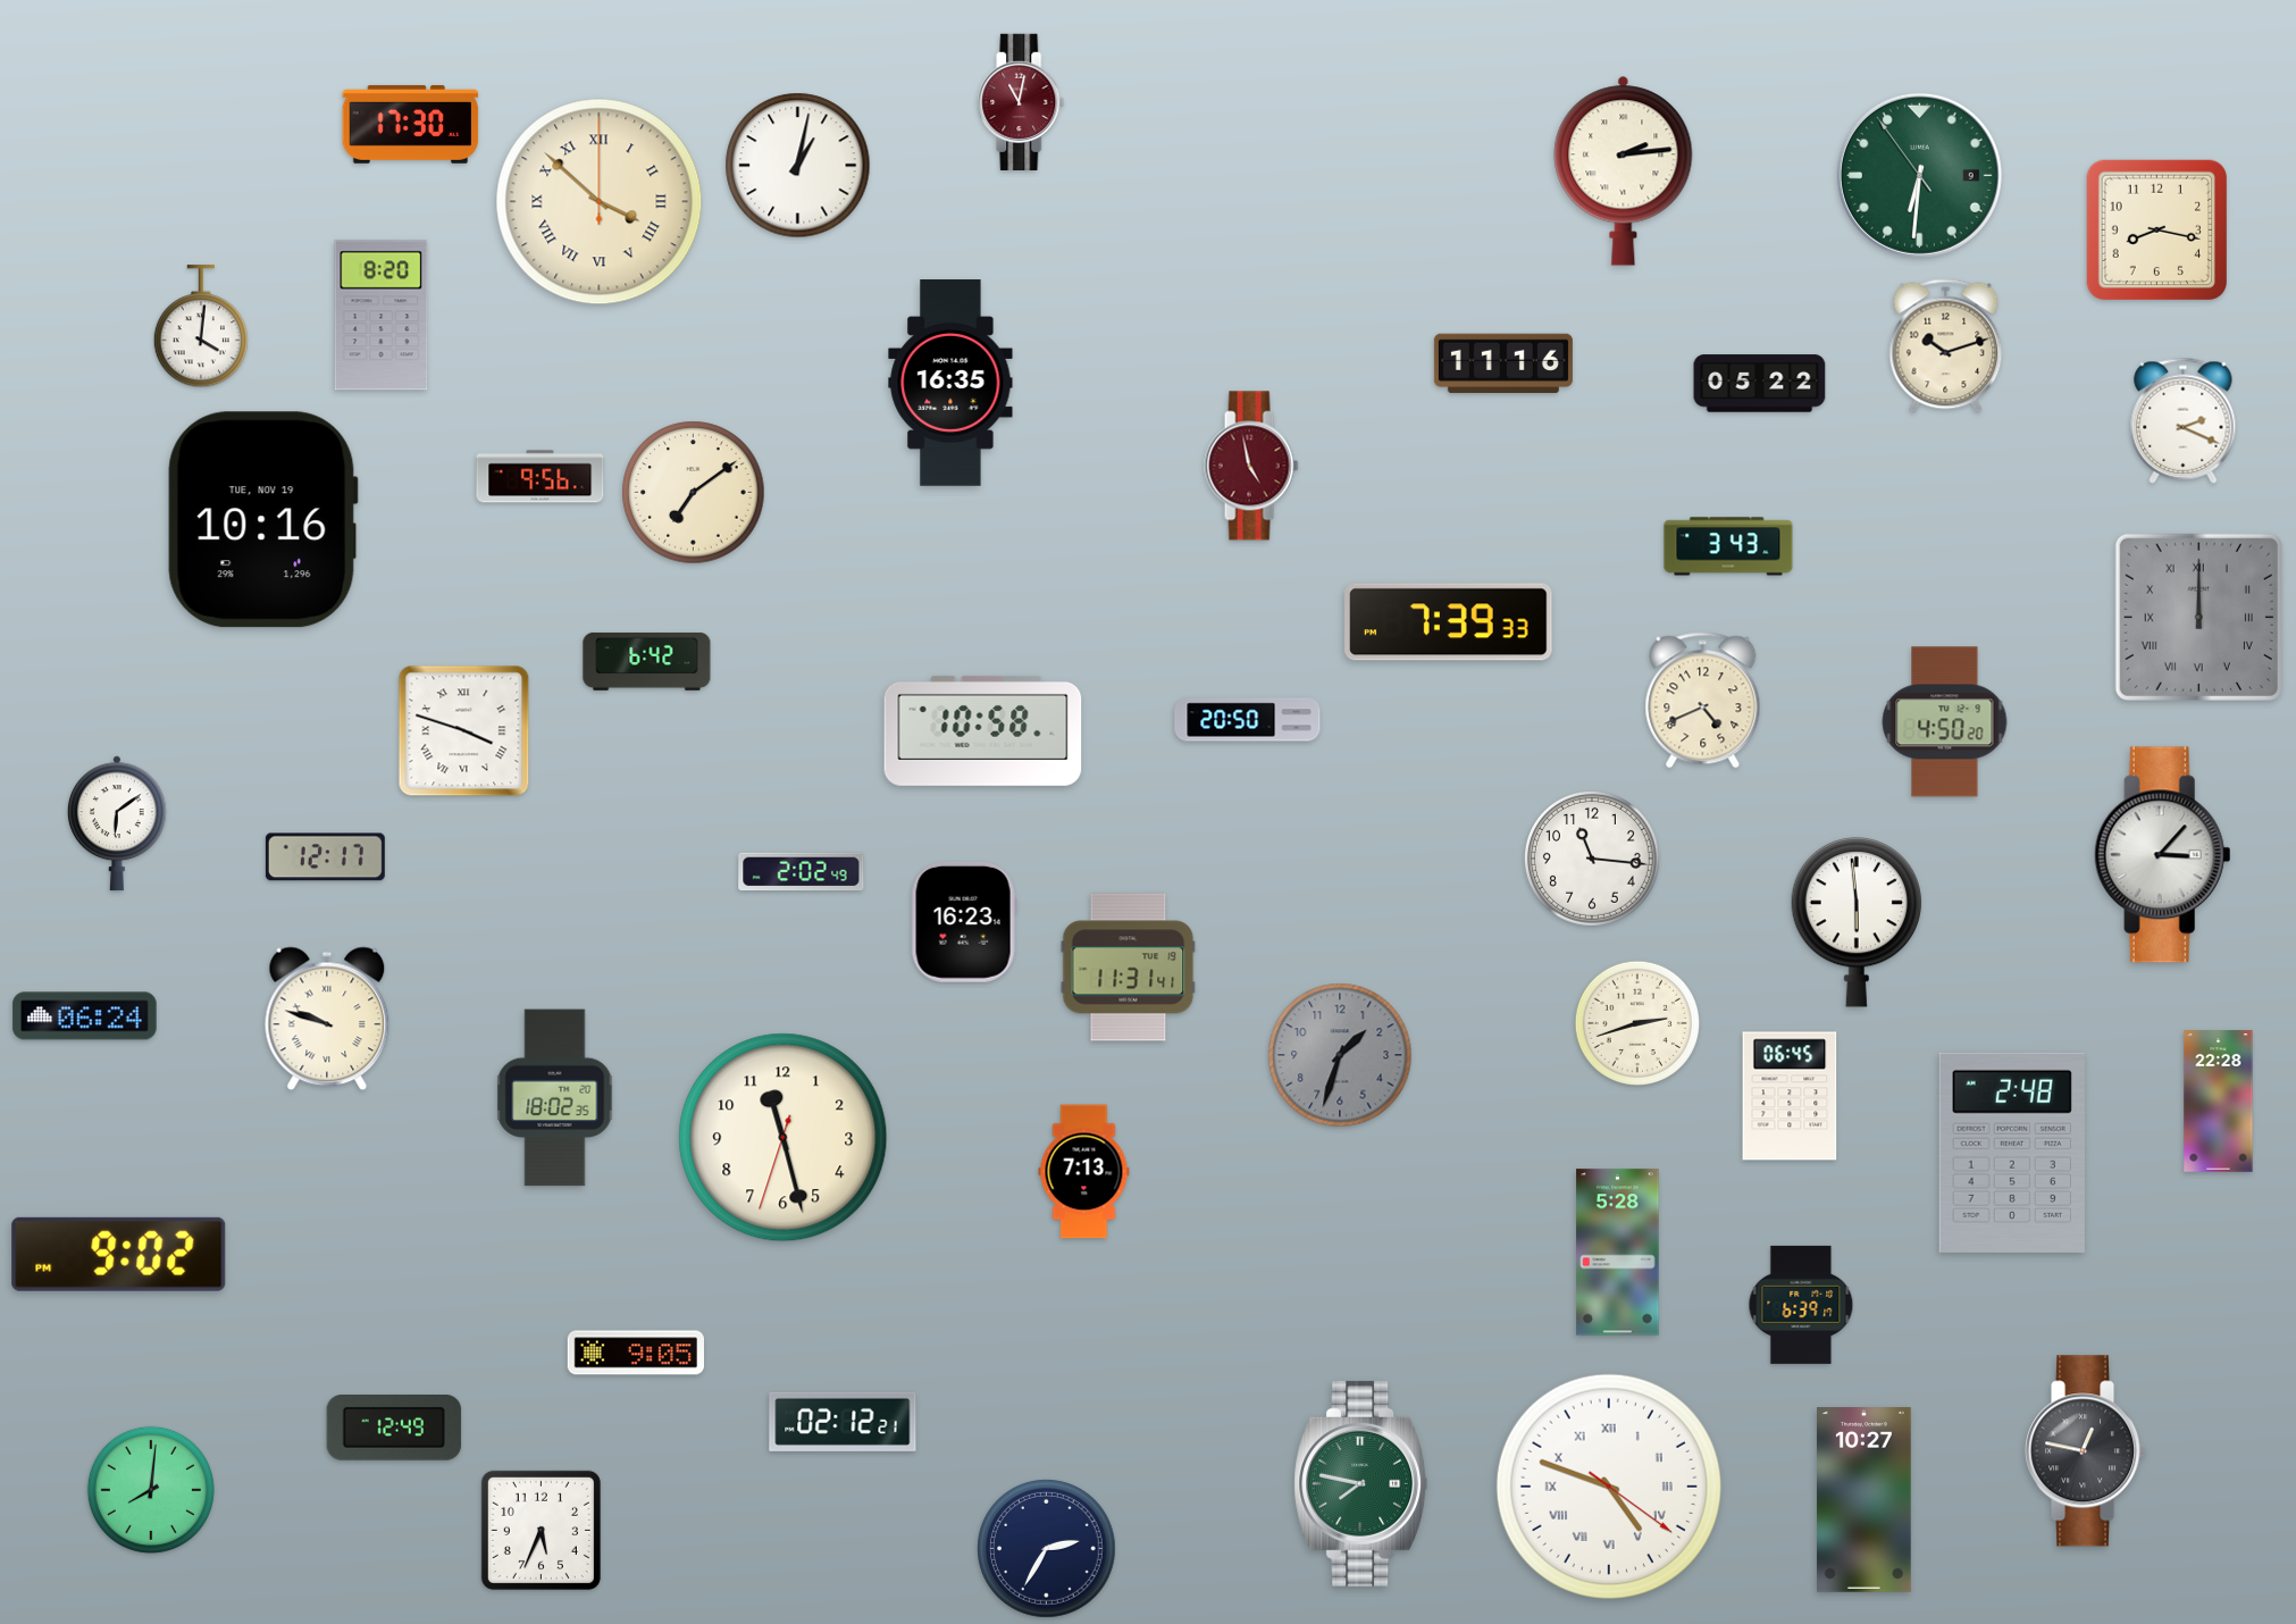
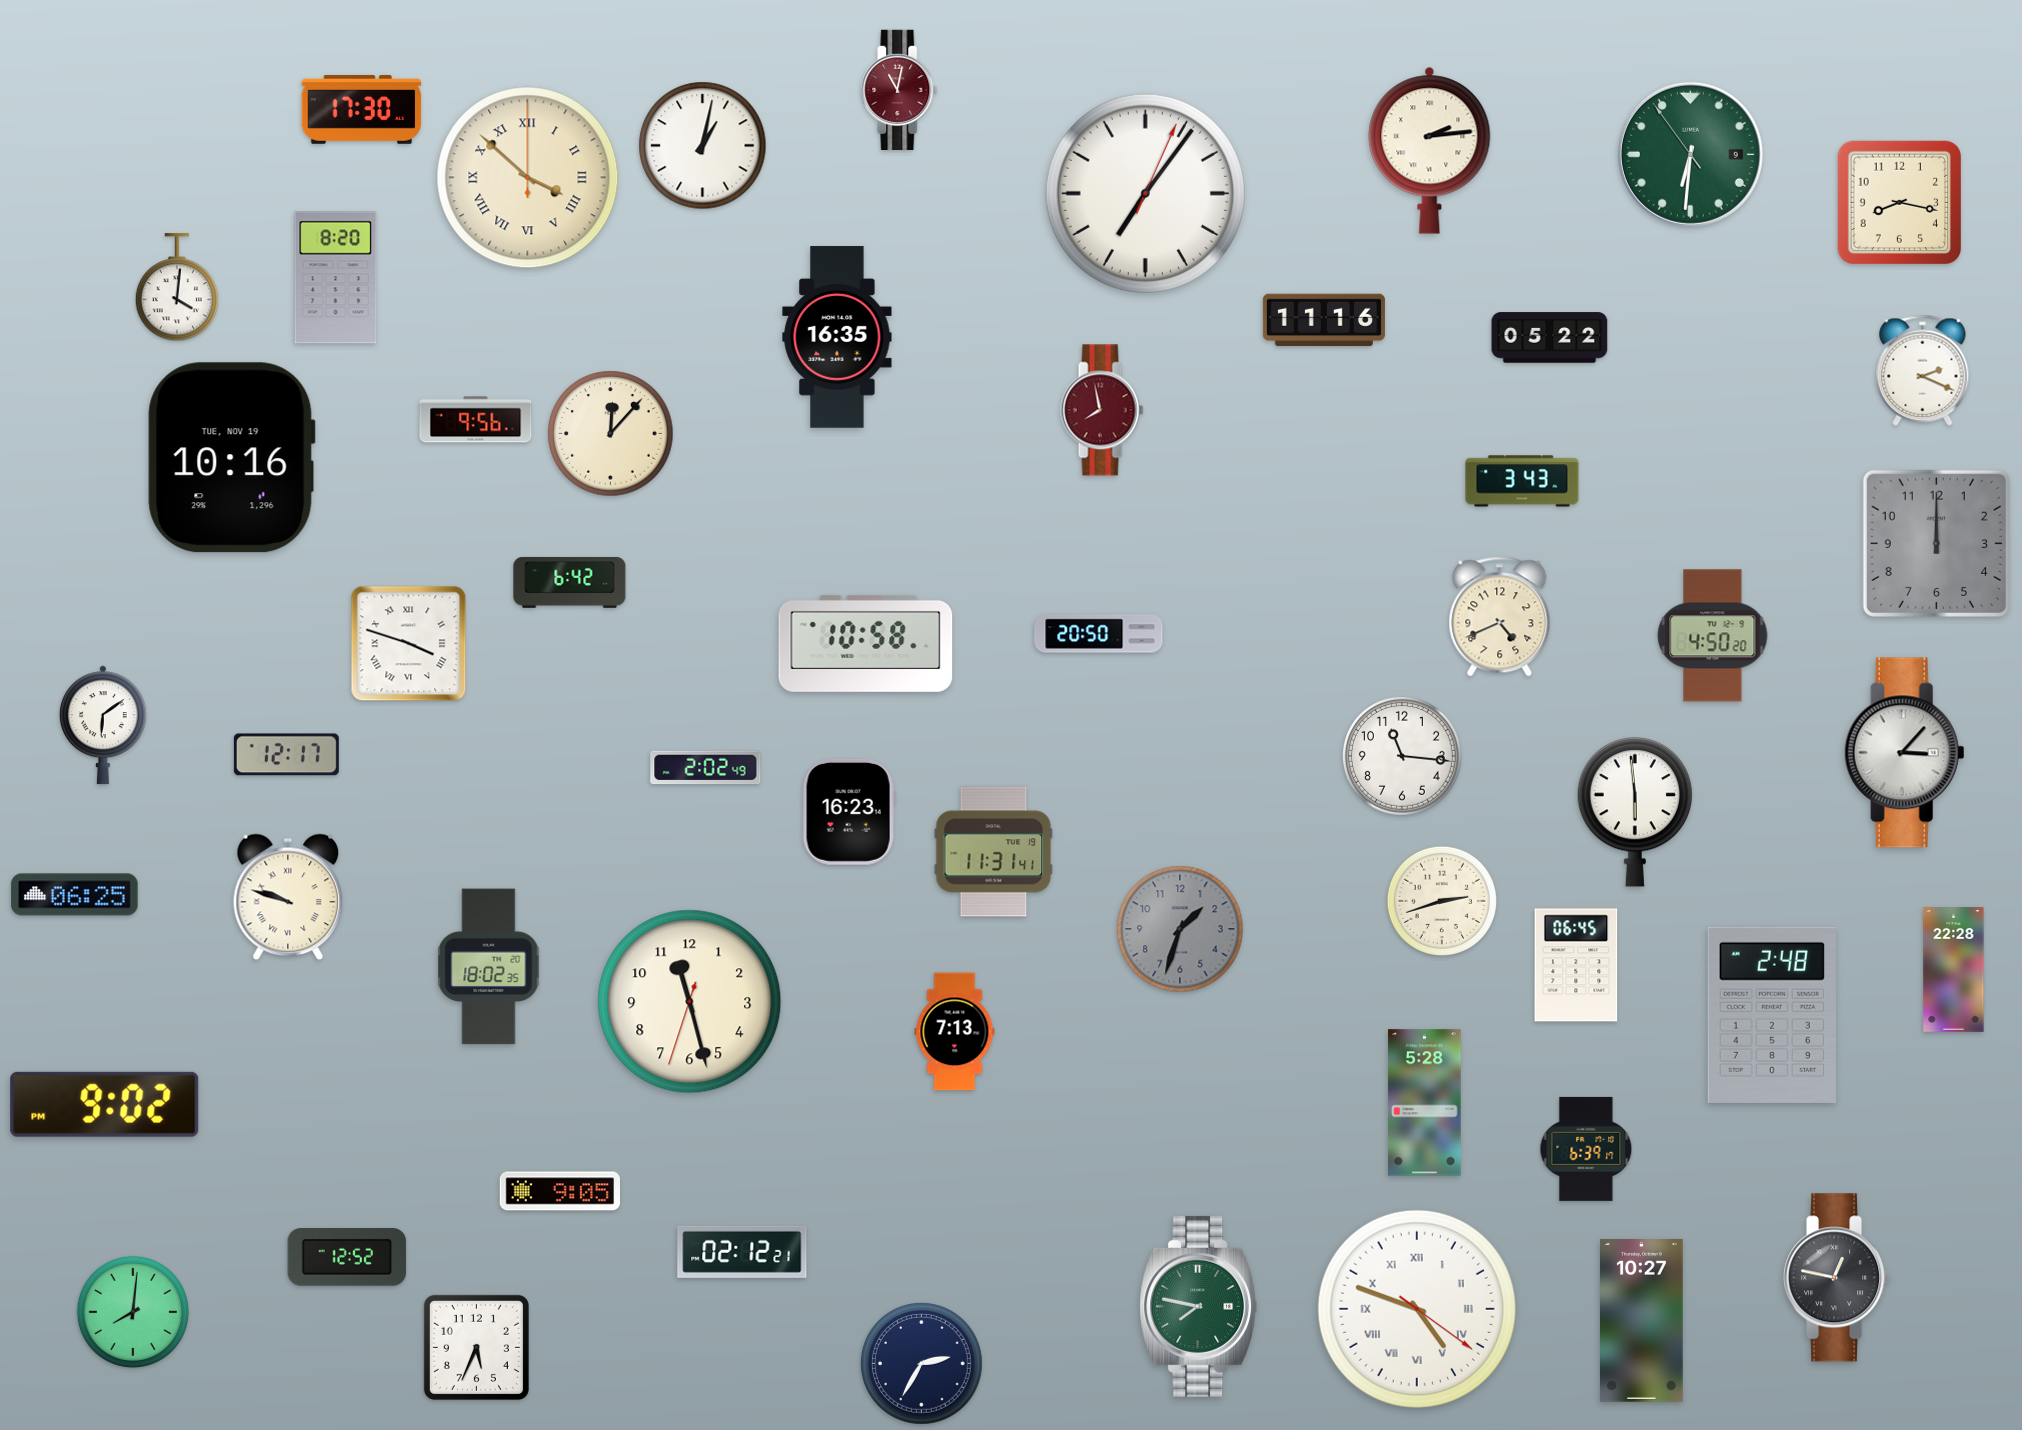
clock at (1145, 193): none -> 7:06
clock at (1946, 346): 10:12 -> none
clock at (1251, 466): 4:58 -> 7:58
clock at (694, 493): 7:09 -> 12:07
clock at (2198, 617) numerals: Roman -> Arabic
clock at (1449, 622): 7:39 -> none
clock at (85, 1016): 06:24 -> 06:25
clock at (394, 1429): 12:49 -> 12:52
